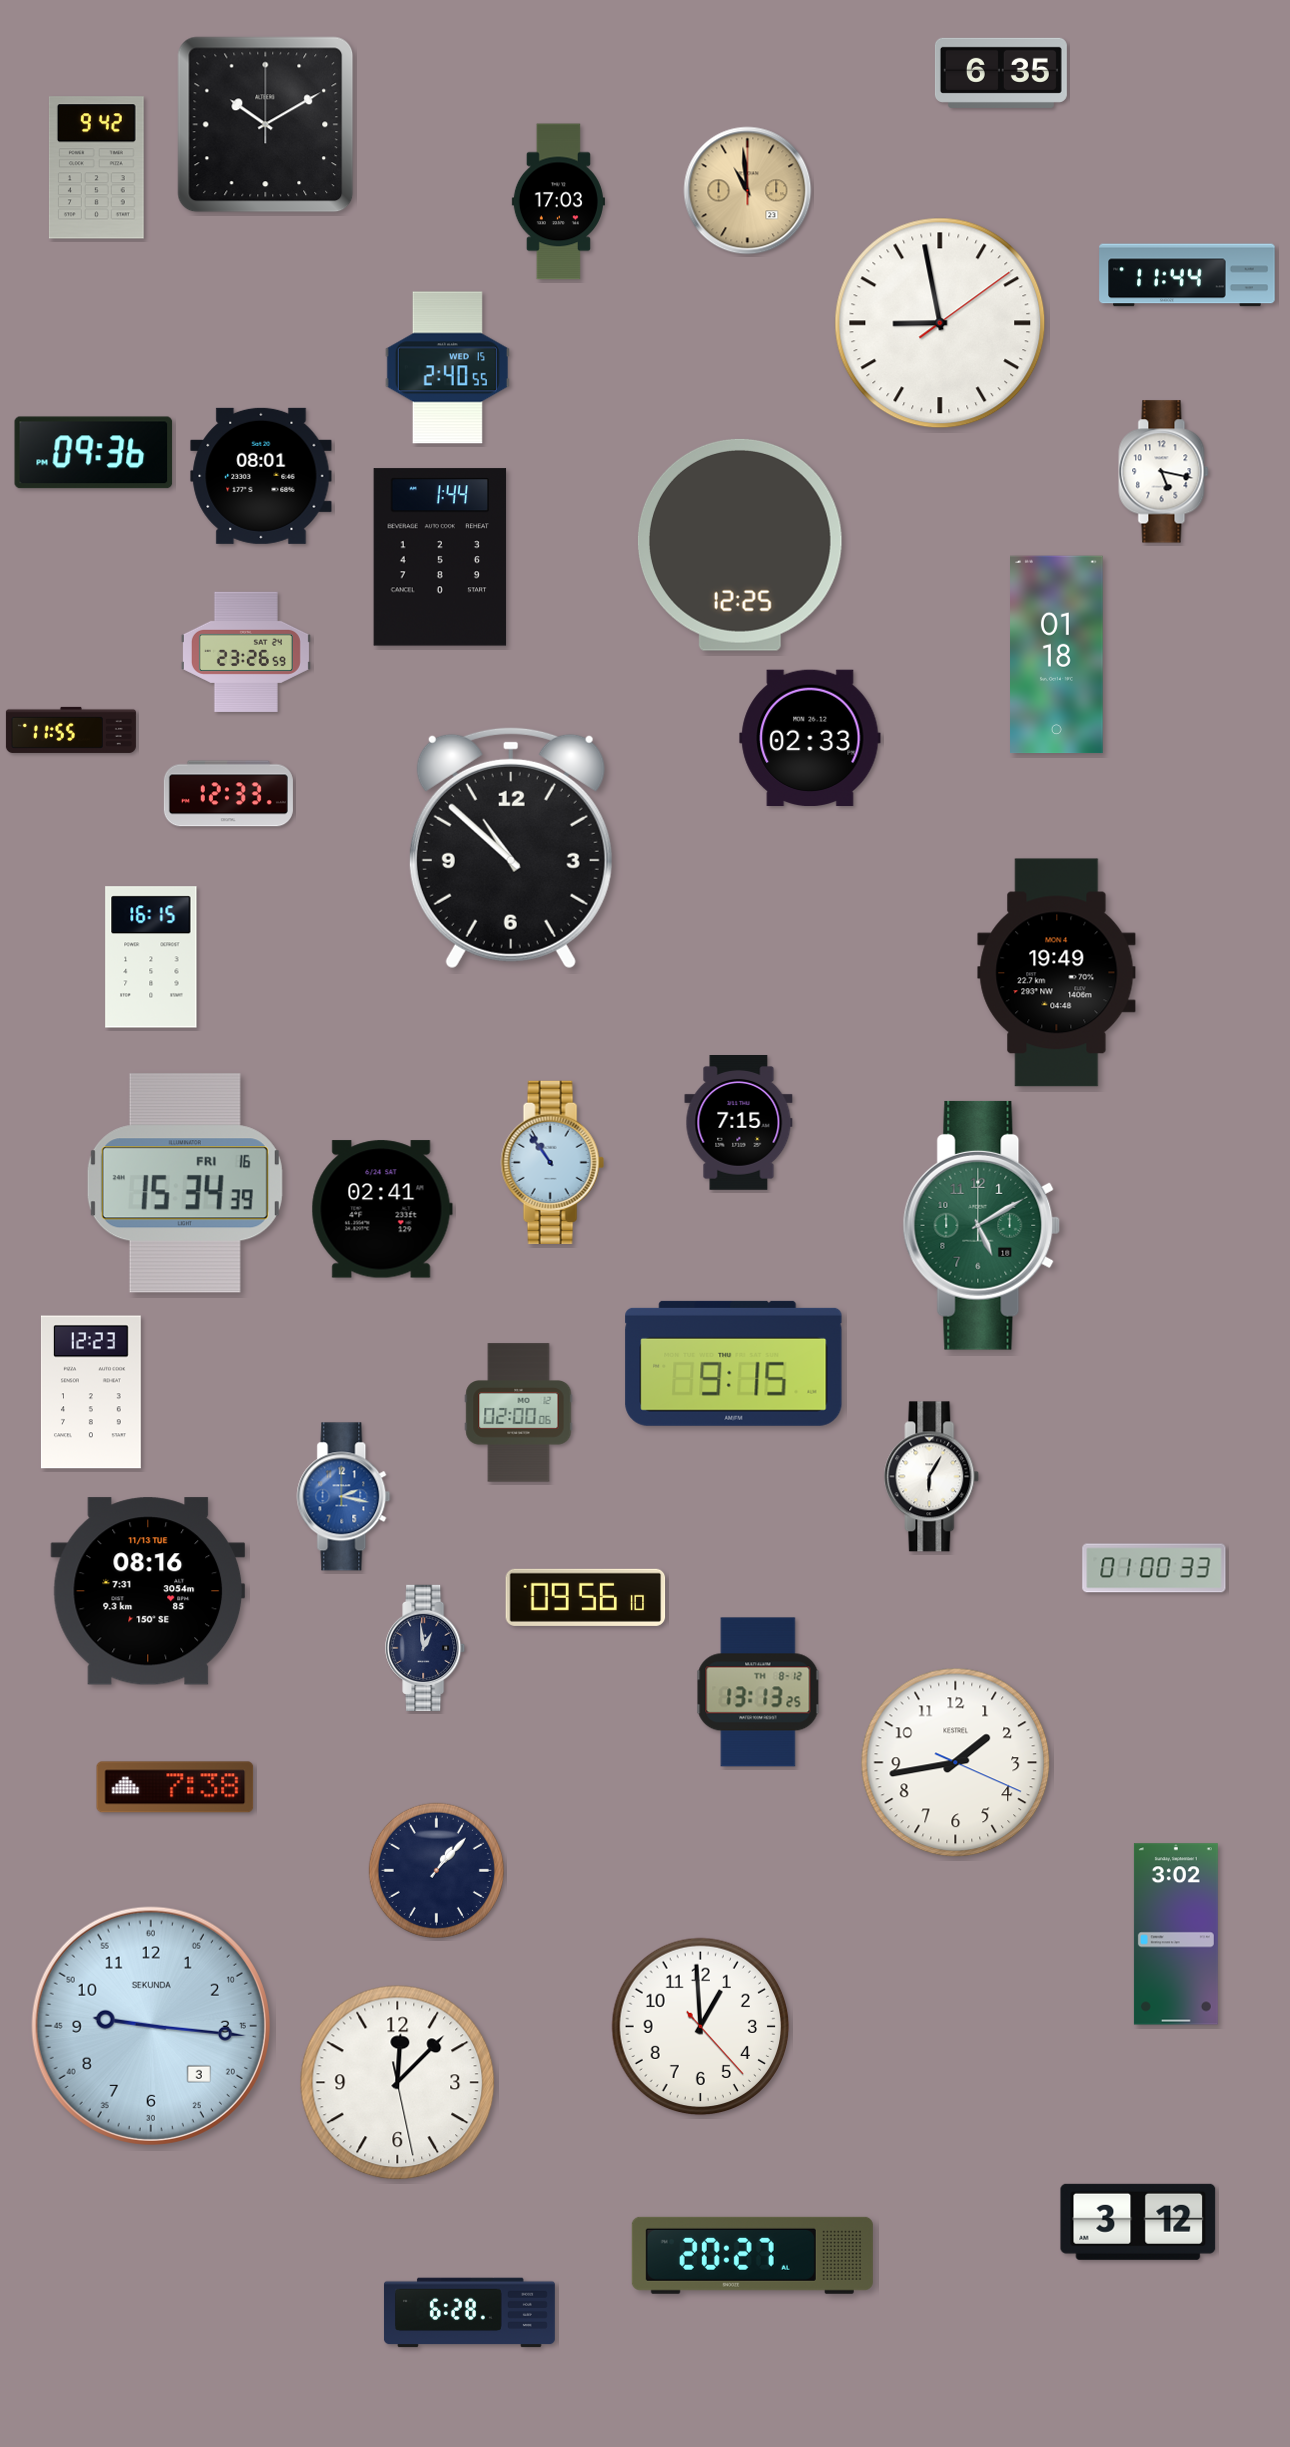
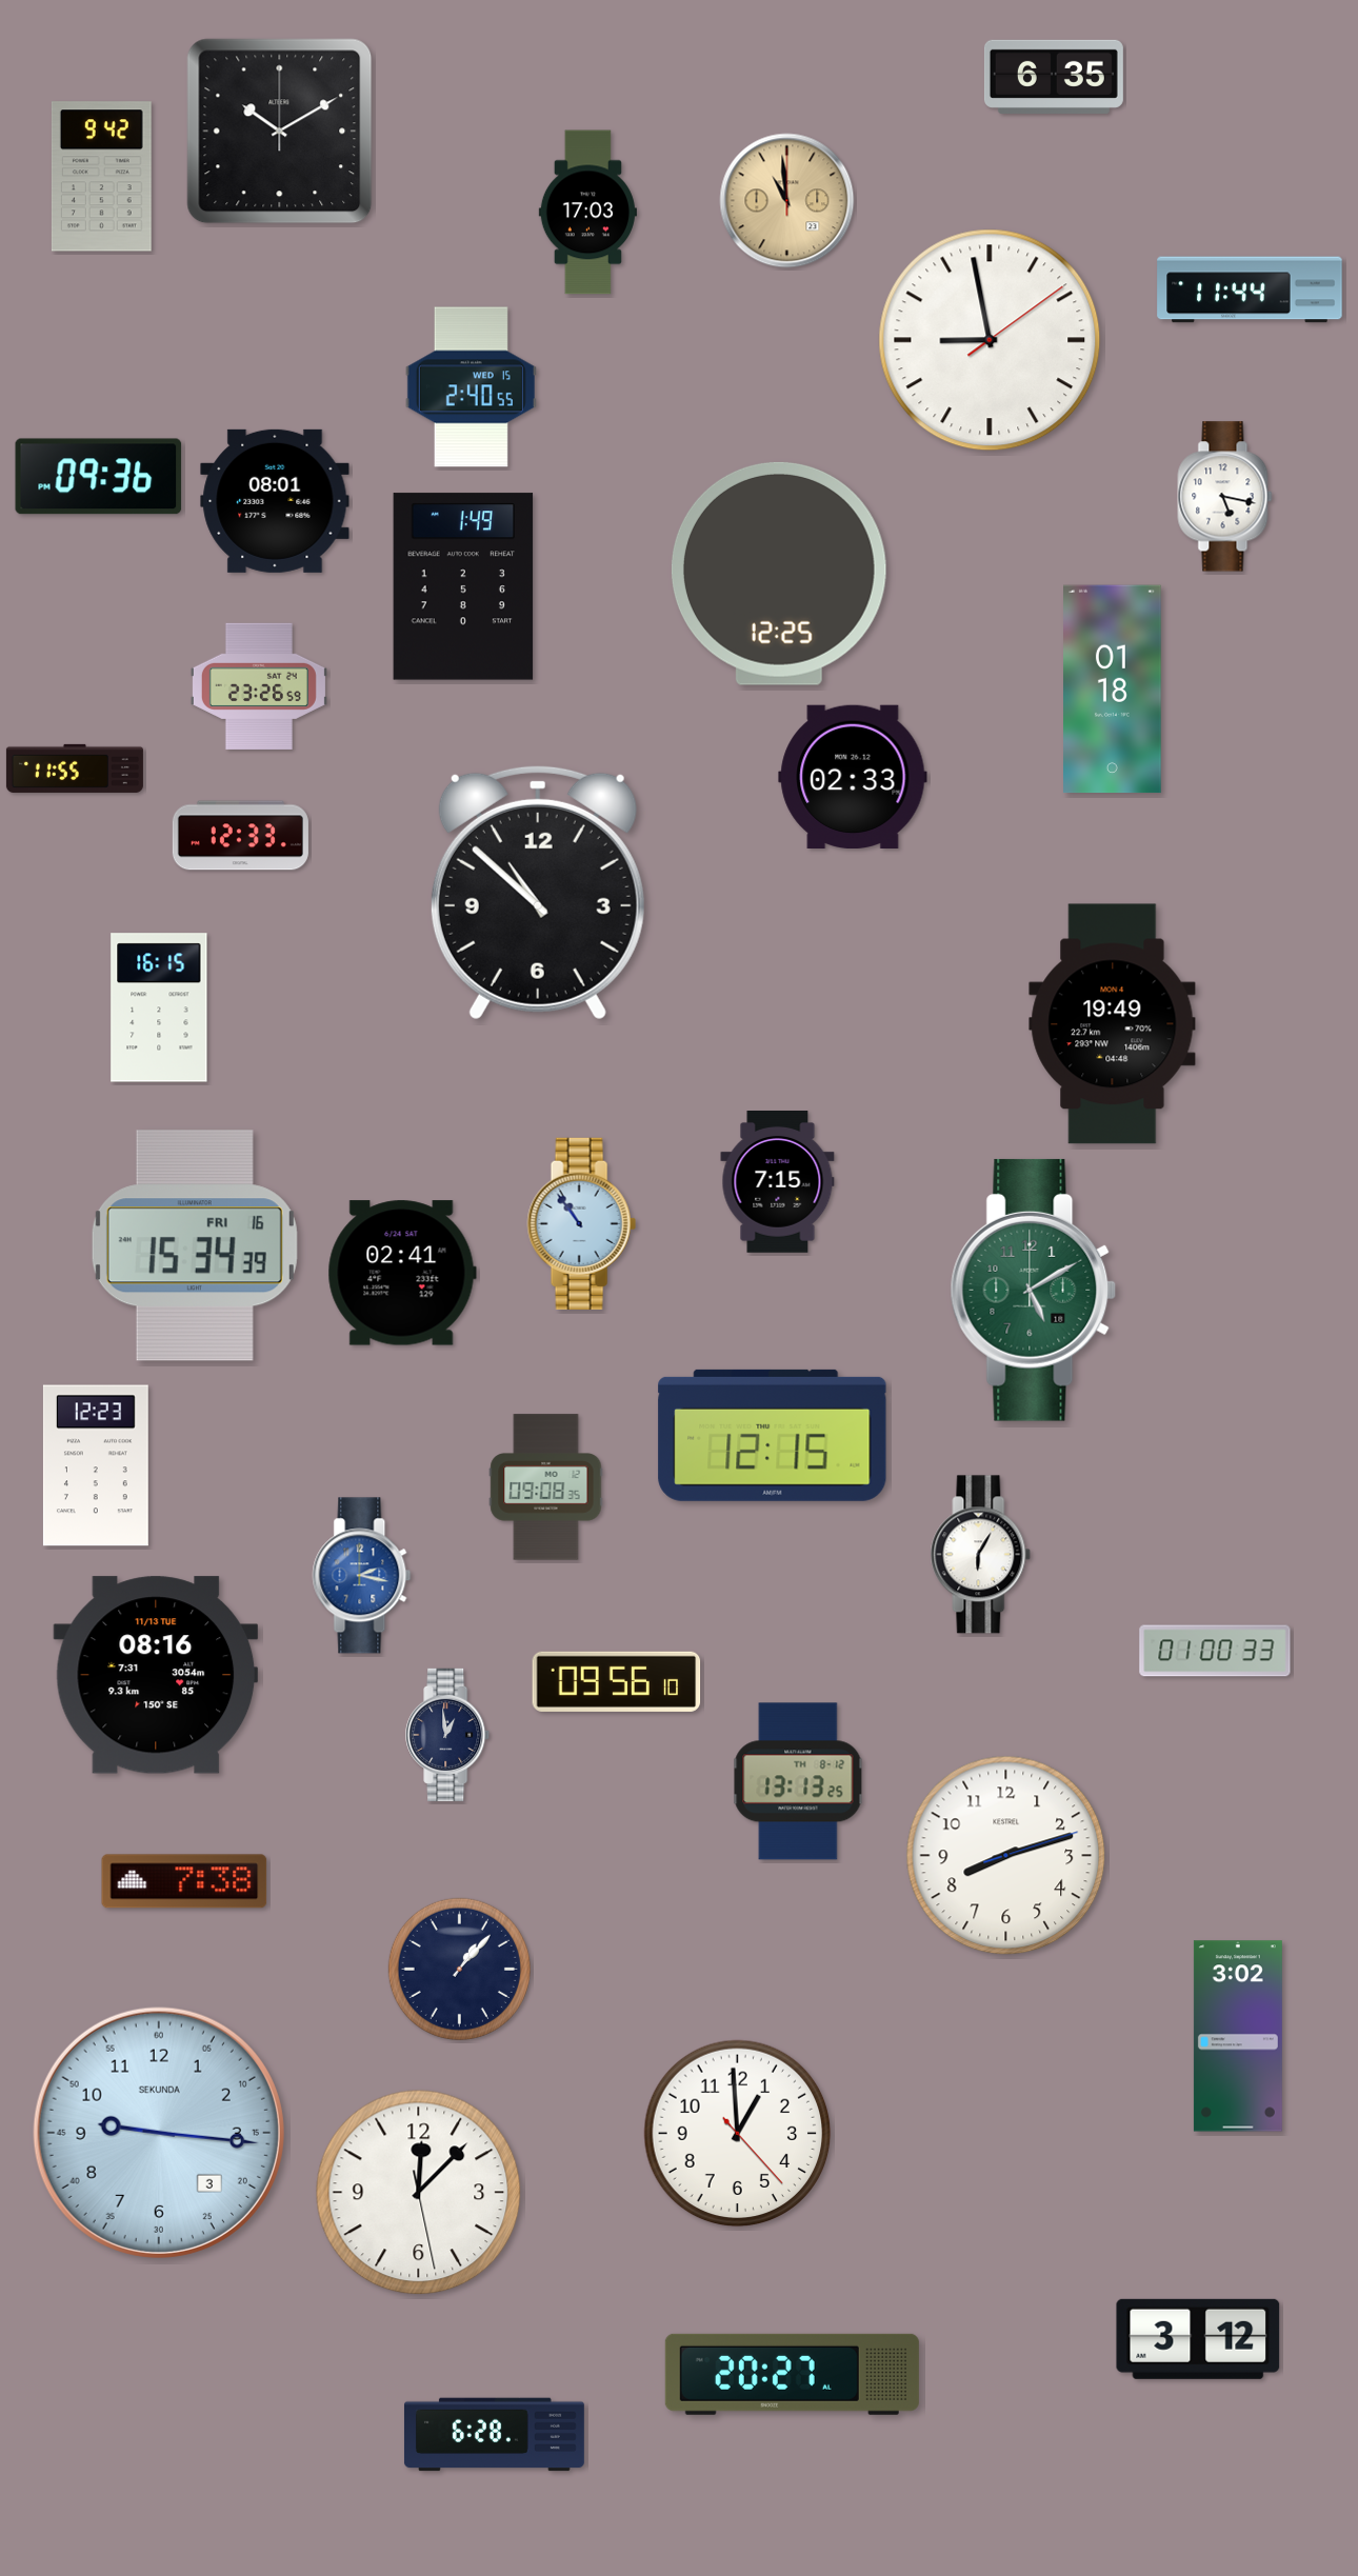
clock at (440, 557): 1:44 -> 1:49
clock at (734, 1363): 9:15 -> 12:15
clock at (519, 1413): 02:00 -> 09:08
clock at (956, 1763): 1:43 -> 8:12
